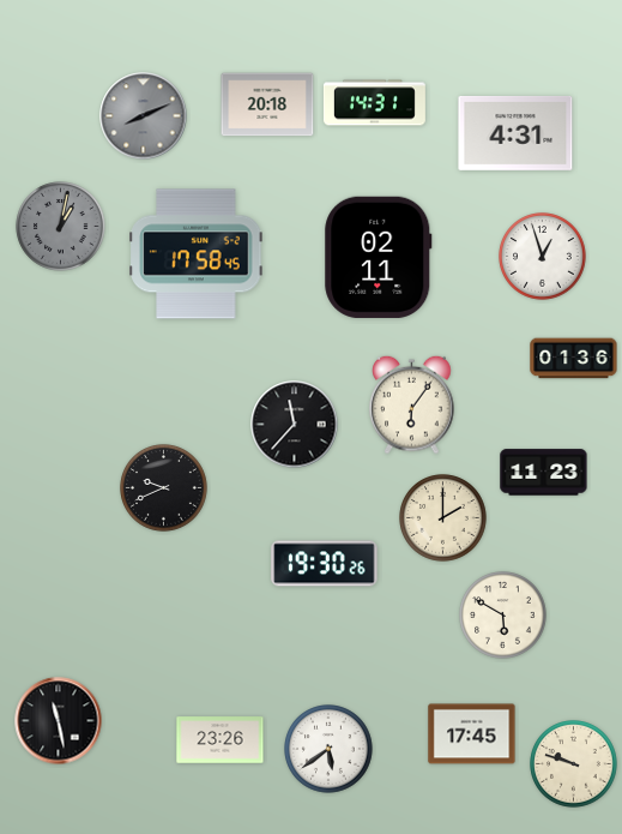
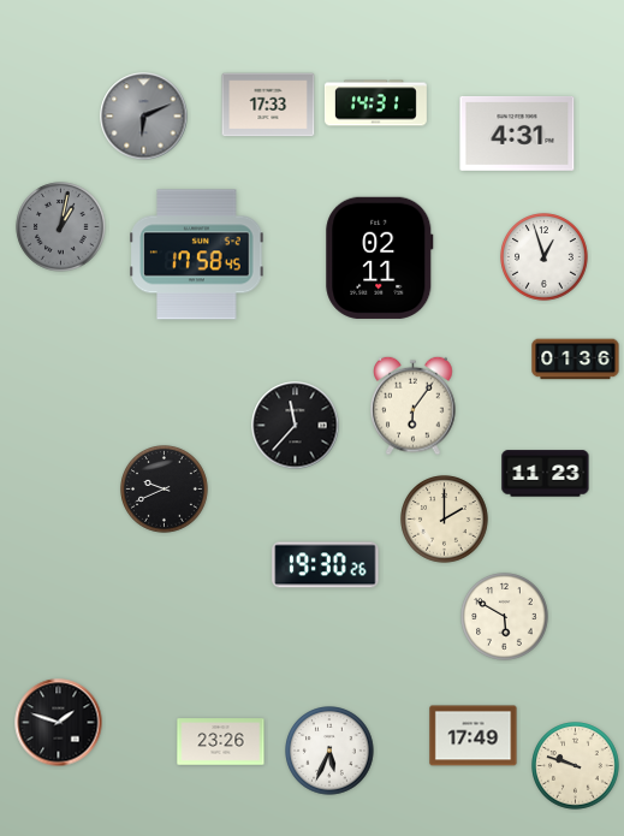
clock at (267, 104): 20:18 -> 17:33
clock at (144, 116): 8:11 -> 6:11
clock at (59, 721): 11:28 -> 1:48
clock at (472, 734): 17:45 -> 17:49
clock at (328, 749): 5:39 -> 5:34
